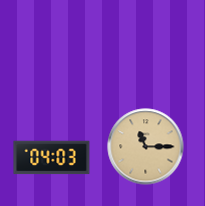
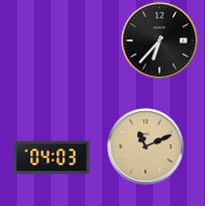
clock at (160, 41): none -> 6:37
clock at (146, 147): 11:15 -> 11:11
